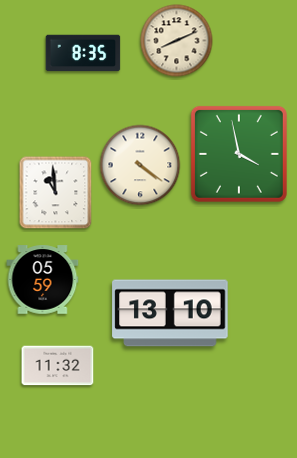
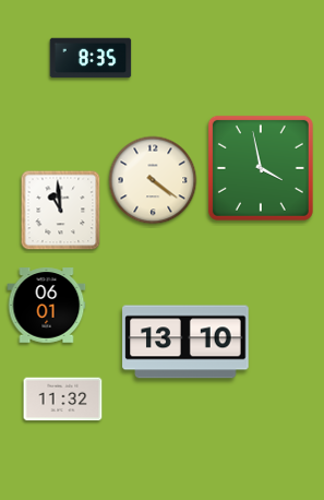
clock at (177, 41): 8:11 -> none
clock at (43, 280): 05:59 -> 06:01
